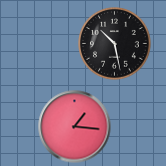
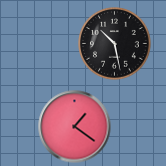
clock at (75, 127): 1:16 -> 1:21
